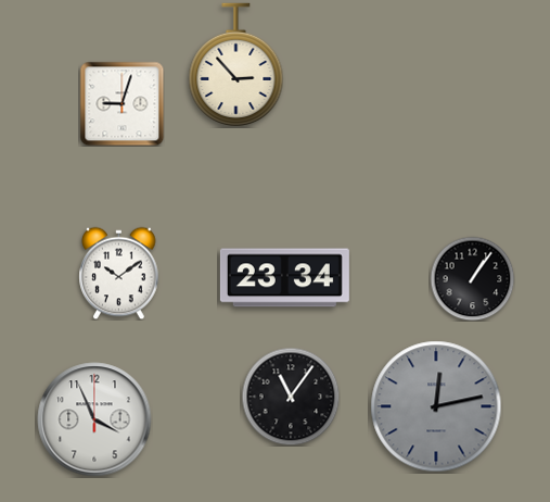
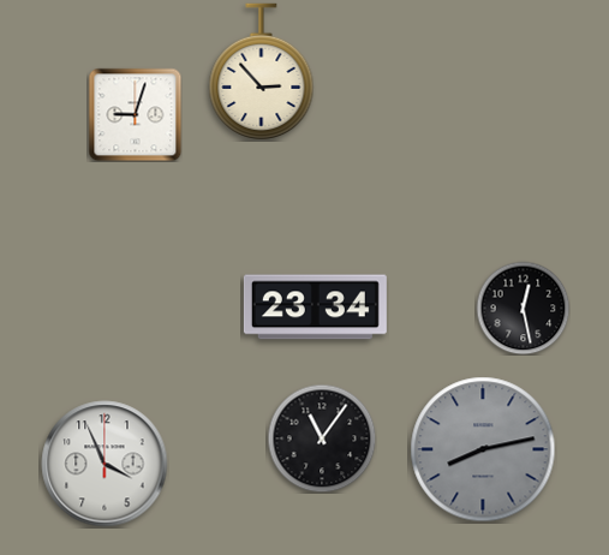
clock at (119, 273): 10:09 -> none
clock at (472, 278): 1:06 -> 12:28
clock at (436, 406): 12:13 -> 8:13
